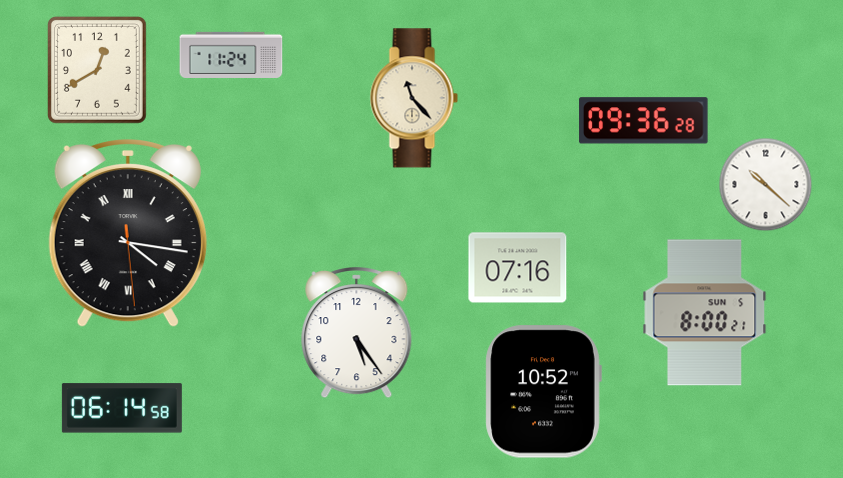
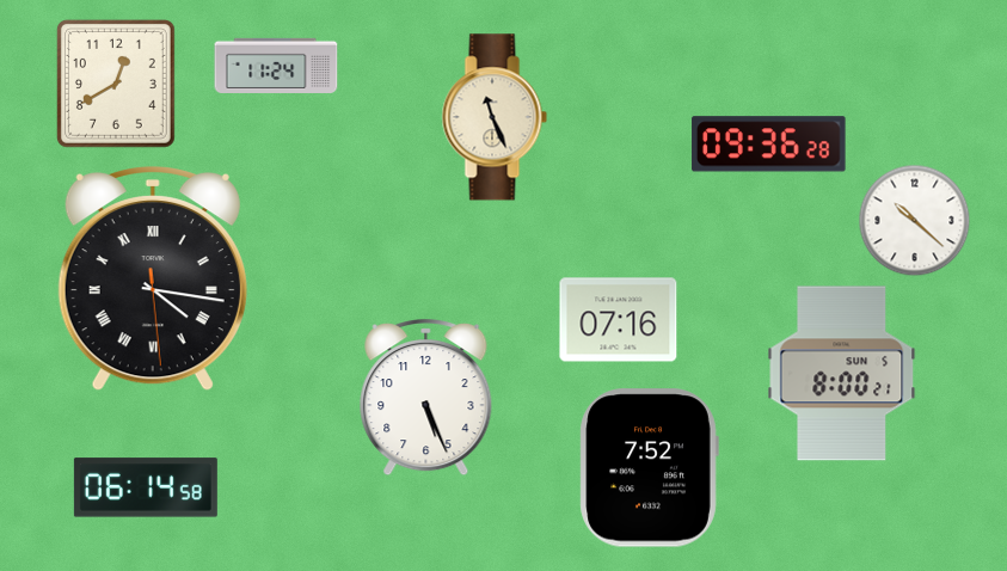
clock at (414, 98): 11:23 -> 11:26
clock at (357, 334): 5:24 -> 5:26
clock at (543, 392): 10:52 -> 7:52
